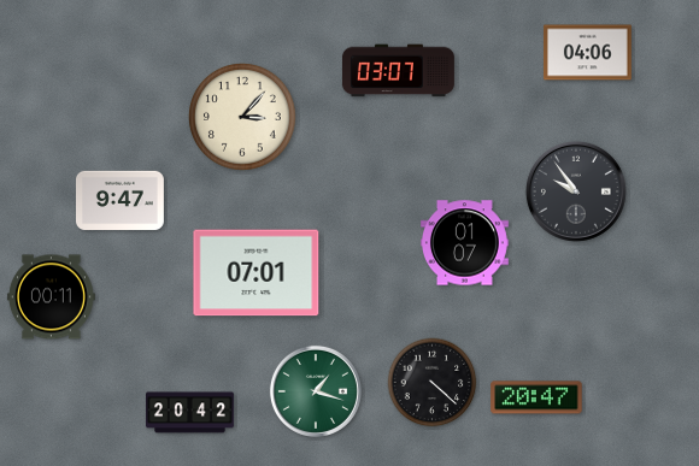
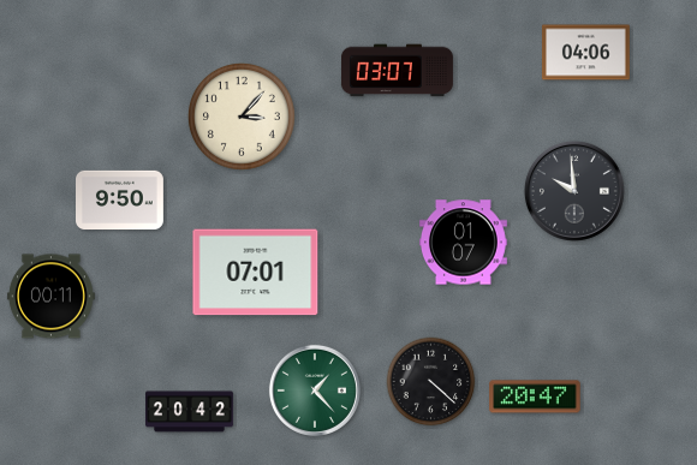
clock at (576, 191): 9:54 -> 9:59
clock at (121, 201): 9:47 -> 9:50
clock at (316, 391): 1:18 -> 1:23
